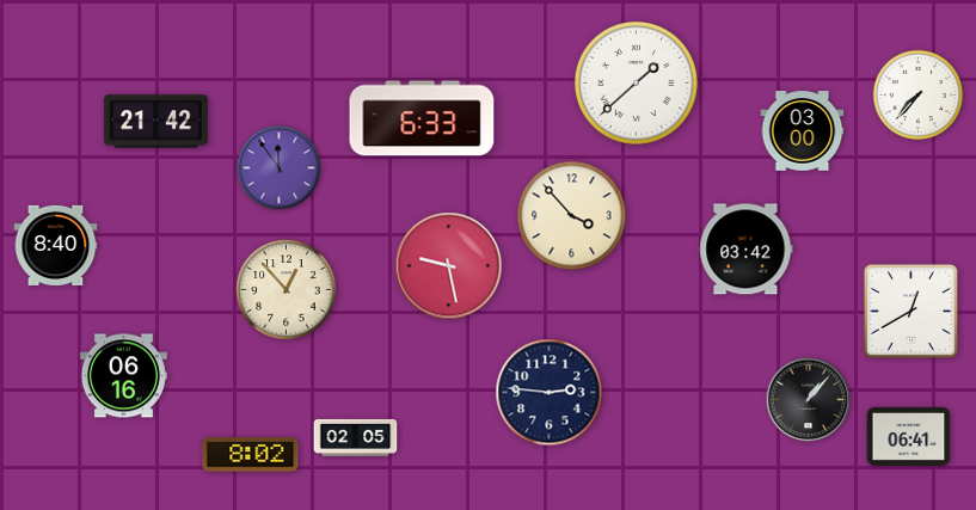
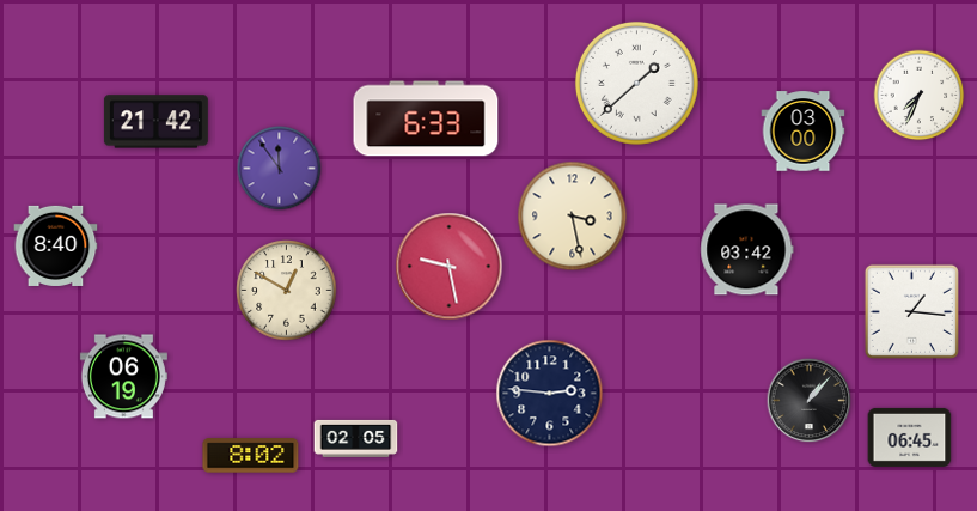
clock at (919, 96): 7:37 -> 7:34
clock at (422, 118) position: (422, 118) -> (426, 118)
clock at (572, 216): 3:53 -> 3:28
clock at (287, 290): 12:53 -> 12:50
clock at (910, 311): 12:40 -> 1:16
clock at (123, 376): 06:16 -> 06:19
clock at (909, 436): 06:41 -> 06:45
